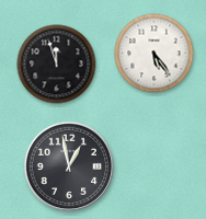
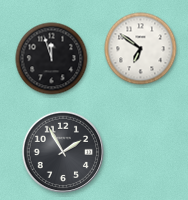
clock at (154, 54): 5:24 -> 6:51
clock at (69, 166): 12:58 -> 1:55
